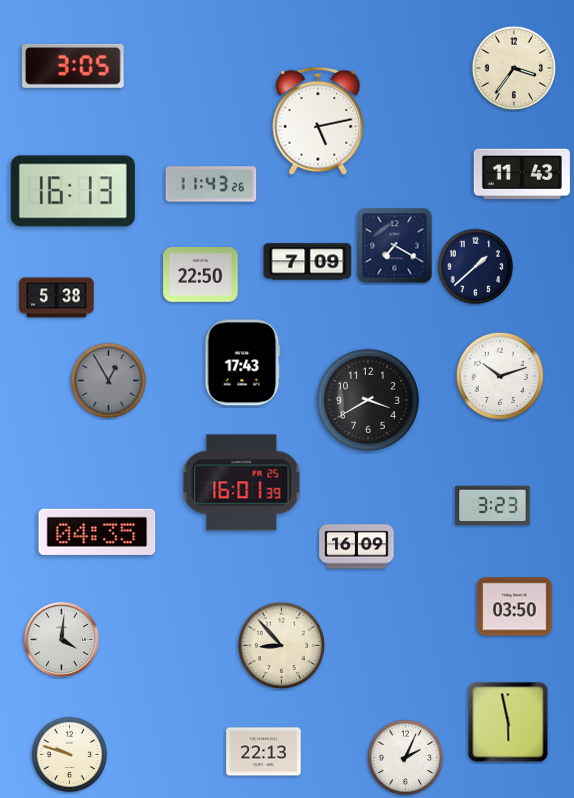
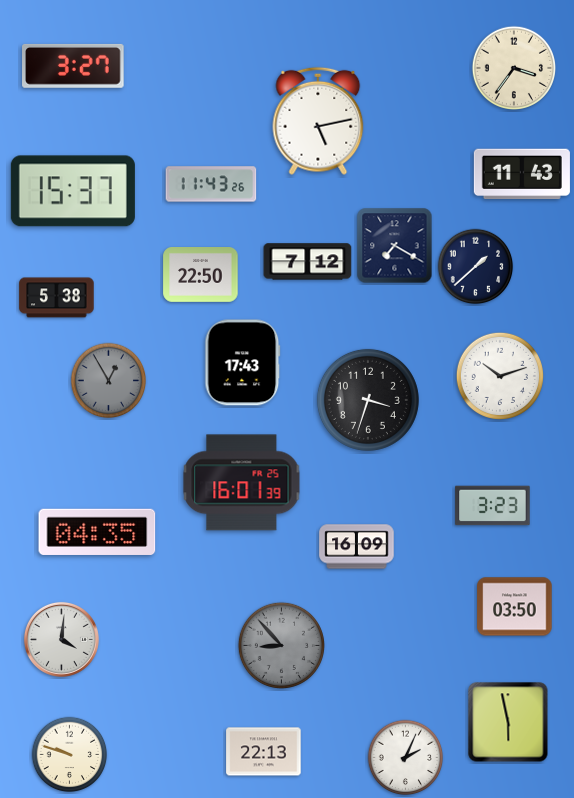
clock at (73, 66): 3:05 -> 3:27
clock at (73, 191): 16:13 -> 15:37
clock at (308, 262): 7:09 -> 7:12
clock at (368, 400): 3:40 -> 3:33
clock at (281, 645) dial: cream -> grey
